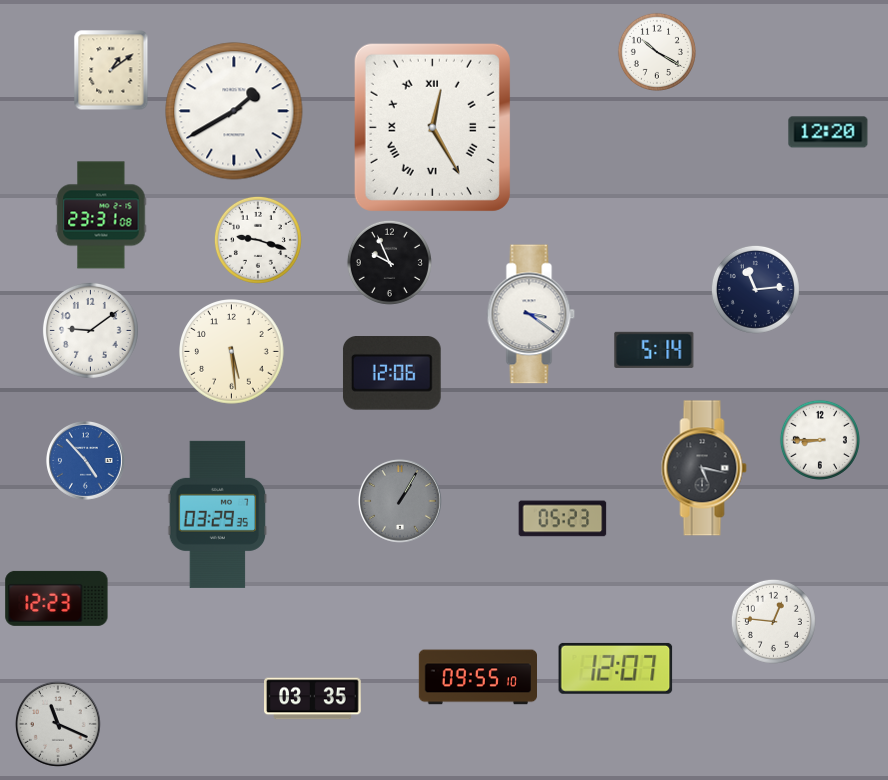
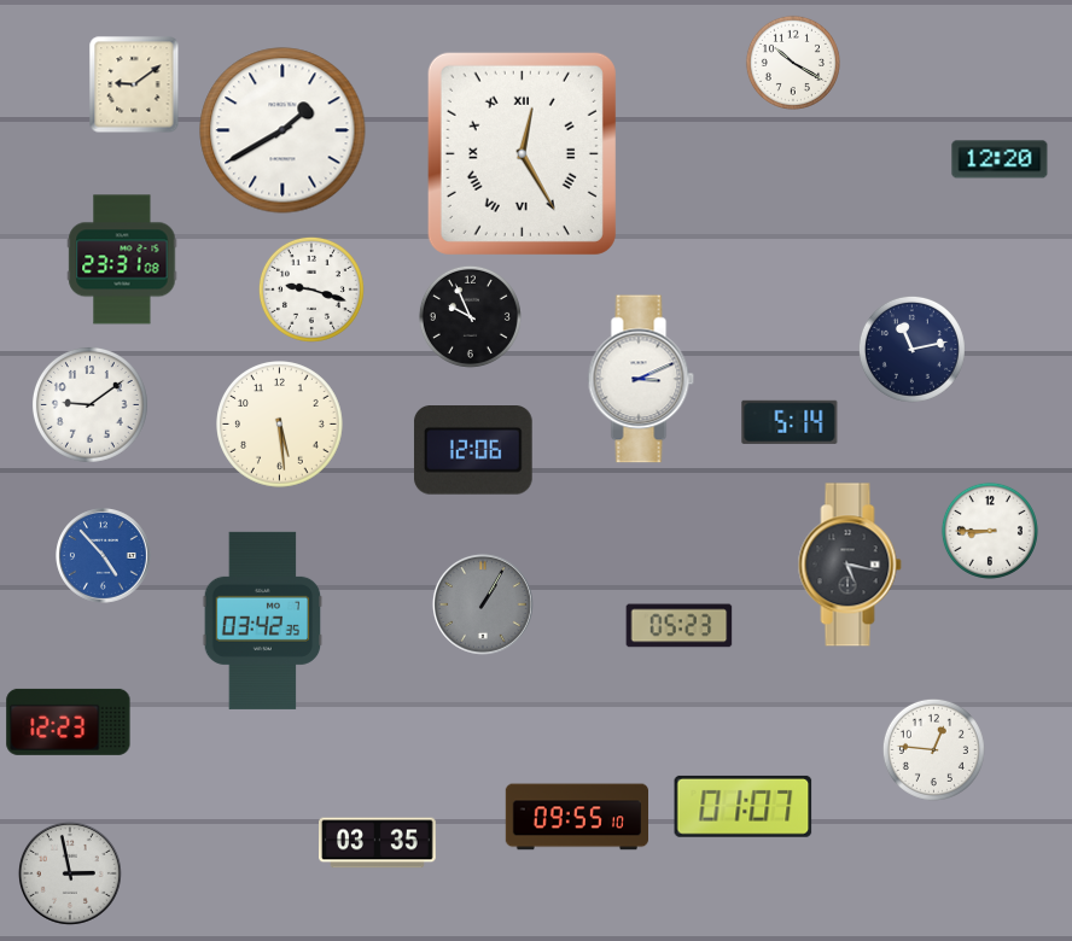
clock at (111, 70): 1:09 -> 9:09
clock at (234, 111) position: (234, 111) -> (282, 130)
clock at (755, 289): 11:14 -> 11:13
clock at (531, 314): 3:21 -> 3:11
clock at (90, 330) position: (90, 330) -> (89, 404)
clock at (218, 514): 03:29 -> 03:42
clock at (616, 668): 12:07 -> 01:07
clock at (58, 724): 11:19 -> 2:58
